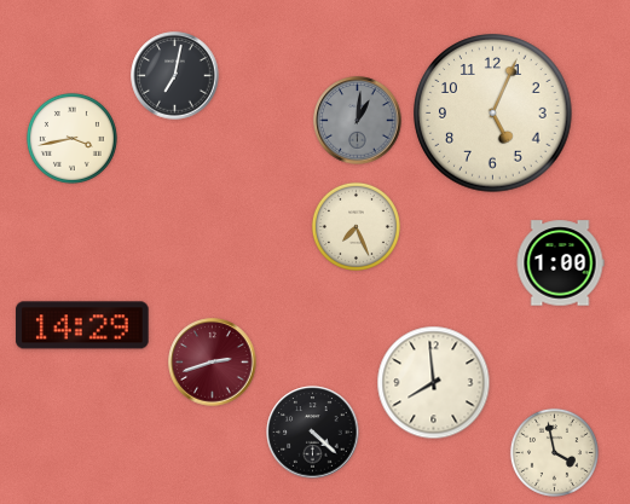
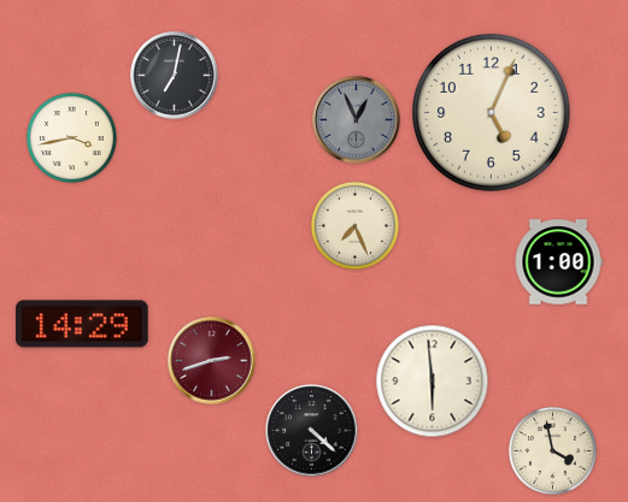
clock at (358, 121): 1:01 -> 12:56
clock at (434, 383): 7:59 -> 5:59
